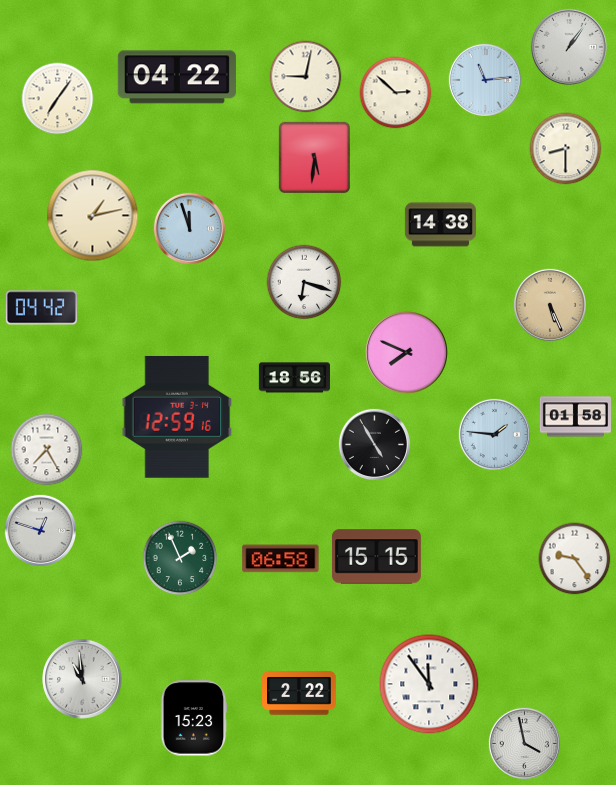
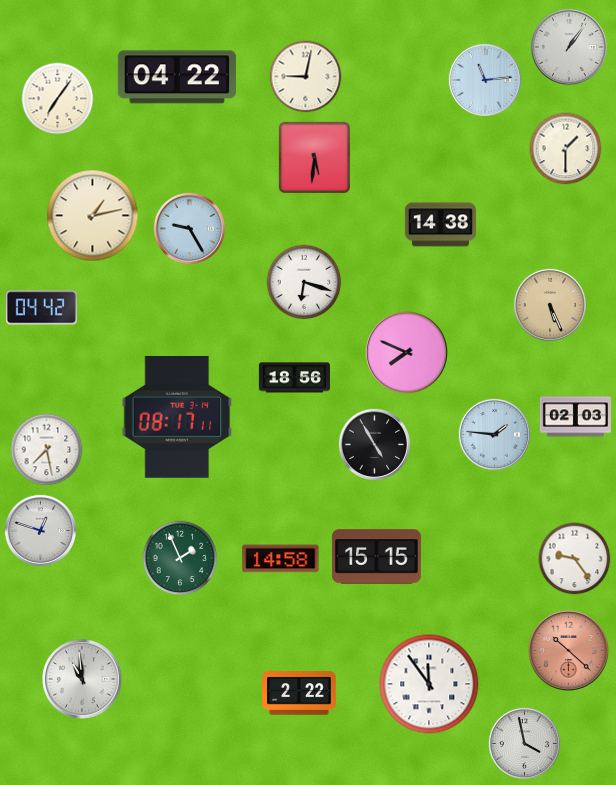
clock at (396, 93): 2:52 -> none
clock at (566, 149): 8:30 -> 1:30
clock at (189, 228): 11:57 -> 9:25
clock at (177, 417): 12:59 -> 08:17
clock at (575, 417): 01:58 -> 02:03
clock at (47, 450): 7:25 -> 7:28
clock at (281, 559): 06:58 -> 14:58
clock at (569, 651): none -> 10:22
clock at (194, 718): 15:23 -> none
